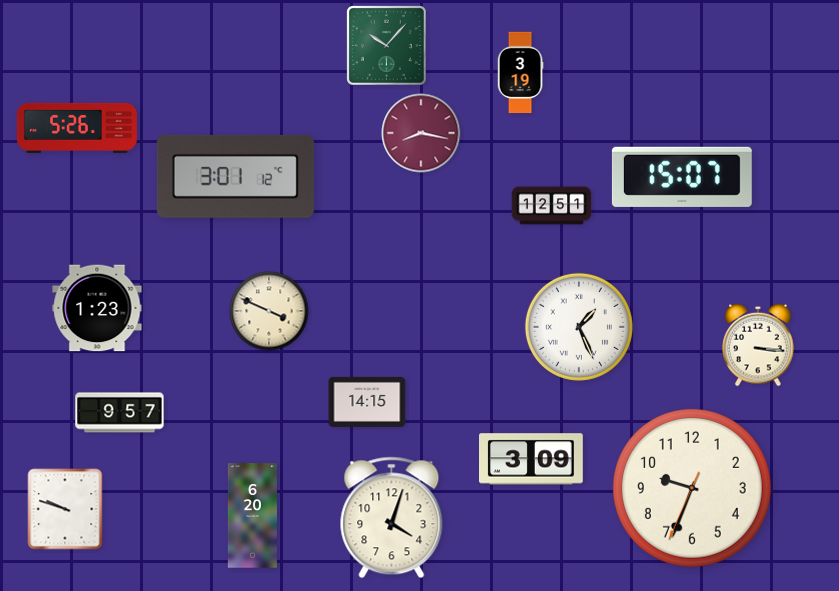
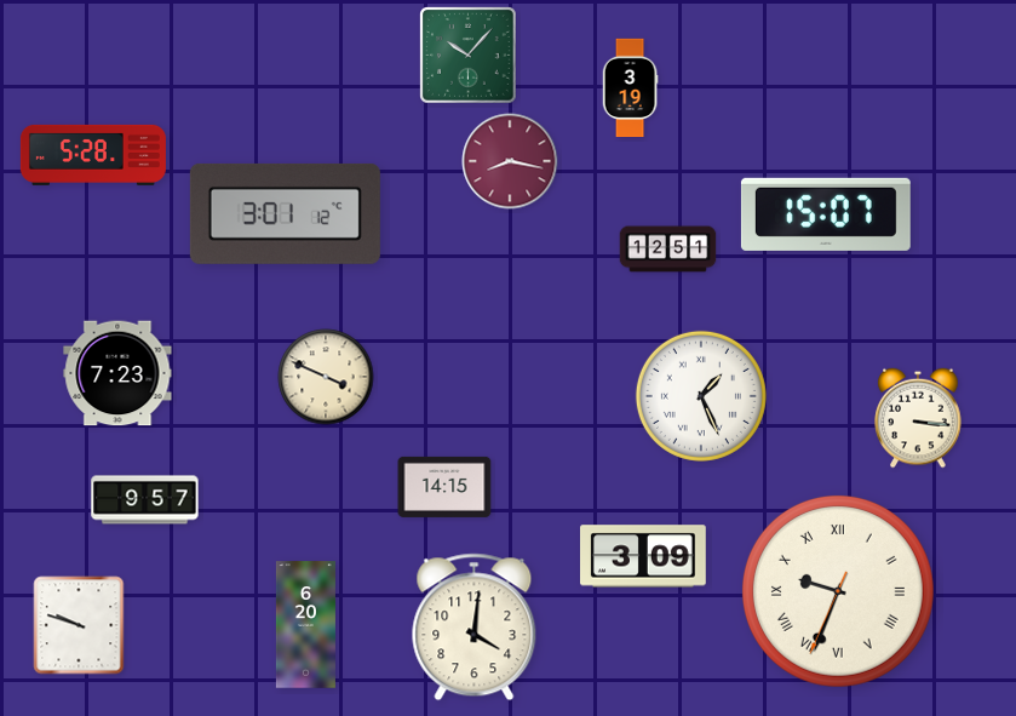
clock at (77, 128): 5:26 -> 5:28
clock at (97, 308): 1:23 -> 7:23
clock at (692, 488) numerals: Arabic -> Roman
clock at (65, 509) position: (65, 509) -> (79, 625)
clock at (392, 518): 4:03 -> 4:01
